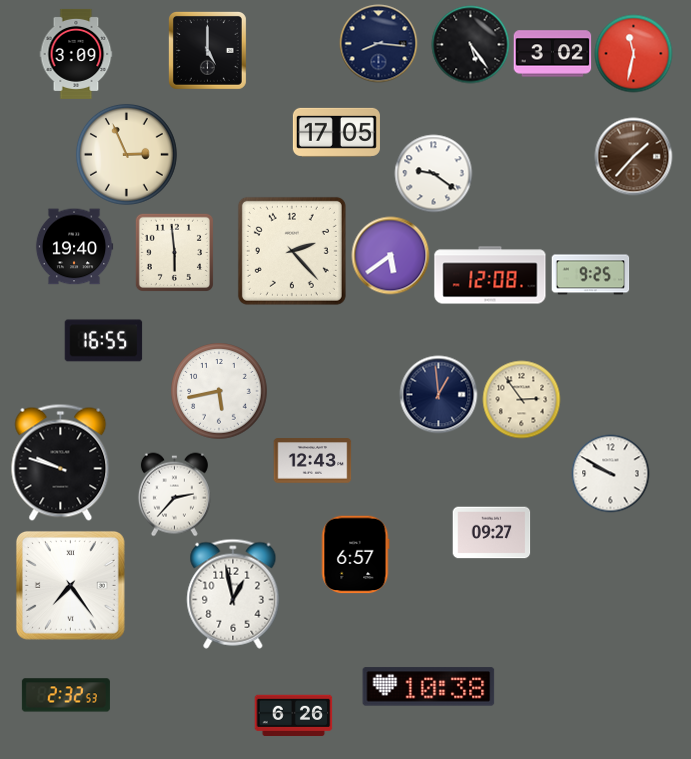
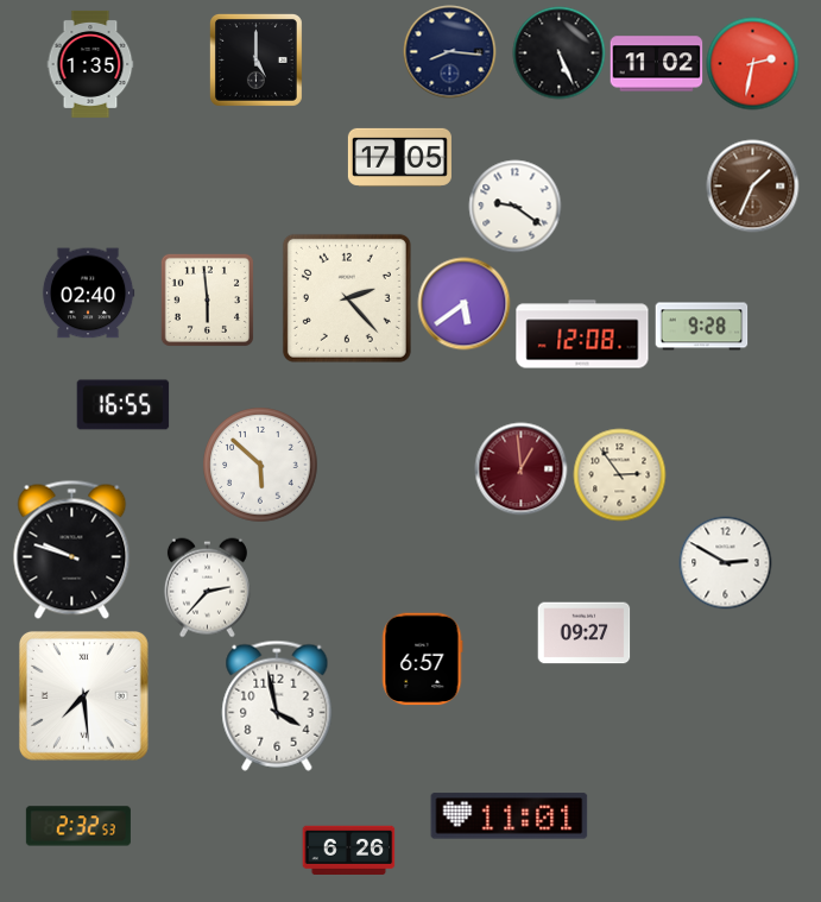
clock at (470, 44): 5:24 -> 5:26
clock at (207, 50) position: (207, 50) -> (255, 59)
clock at (633, 53): 11:32 -> 2:32
clock at (76, 54): 3:09 -> 1:35
clock at (552, 54): 3:02 -> 11:02
clock at (126, 154): 2:56 -> none
clock at (633, 156): 1:37 -> 1:34
clock at (74, 247): 19:40 -> 02:40
clock at (490, 275) position: (490, 275) -> (582, 334)
clock at (590, 275): 9:25 -> 9:28
clock at (219, 391): 5:43 -> 5:52
clock at (438, 394) dial: navy -> burgundy
clock at (312, 461): 12:43 -> none
clock at (610, 473): 9:50 -> 2:50
clock at (70, 585): 7:24 -> 7:29
clock at (233, 594): 12:58 -> 3:58
clock at (429, 687): 10:38 -> 11:01
